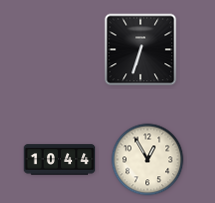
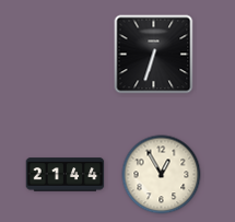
clock at (60, 160): 10:44 -> 21:44
